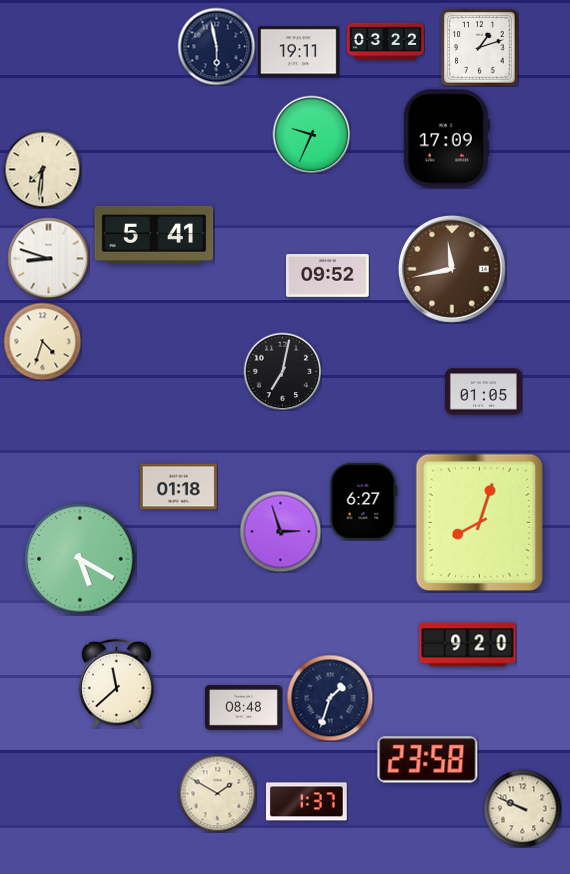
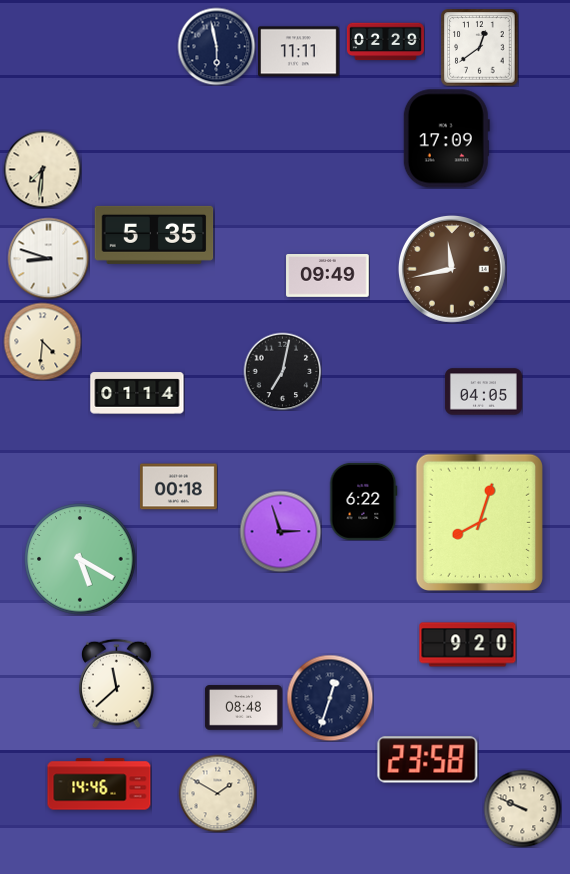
clock at (385, 42): 03:22 -> 02:29
clock at (479, 47): 1:12 -> 12:39
clock at (299, 52): 19:11 -> 11:11
clock at (311, 134): 9:34 -> none
clock at (154, 235): 5:41 -> 5:35
clock at (328, 276): 09:52 -> 09:49
clock at (42, 341): 4:33 -> 4:31
clock at (483, 392): 01:05 -> 04:05
clock at (137, 393): none -> 01:14
clock at (178, 487): 01:18 -> 00:18
clock at (364, 501): 6:27 -> 6:22
clock at (330, 698): 1:33 -> 12:33
clock at (99, 784): none -> 14:46
clock at (307, 802): 1:37 -> none
